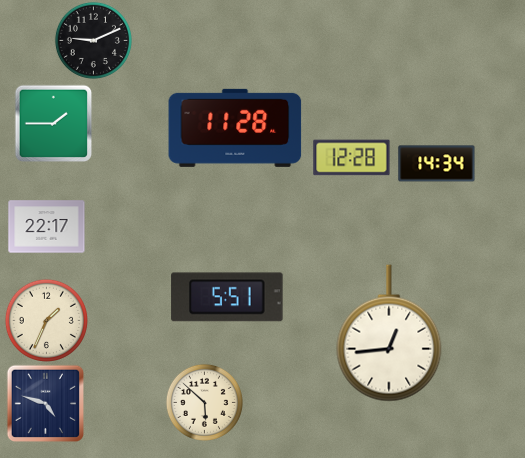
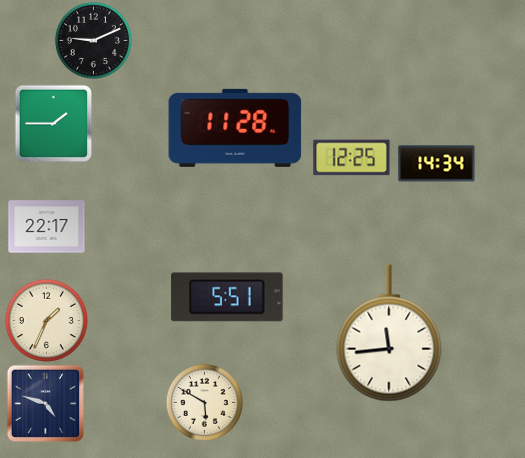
clock at (352, 158): 12:28 -> 12:25
clock at (389, 333): 12:44 -> 11:44
clock at (204, 402): 5:52 -> 5:50
